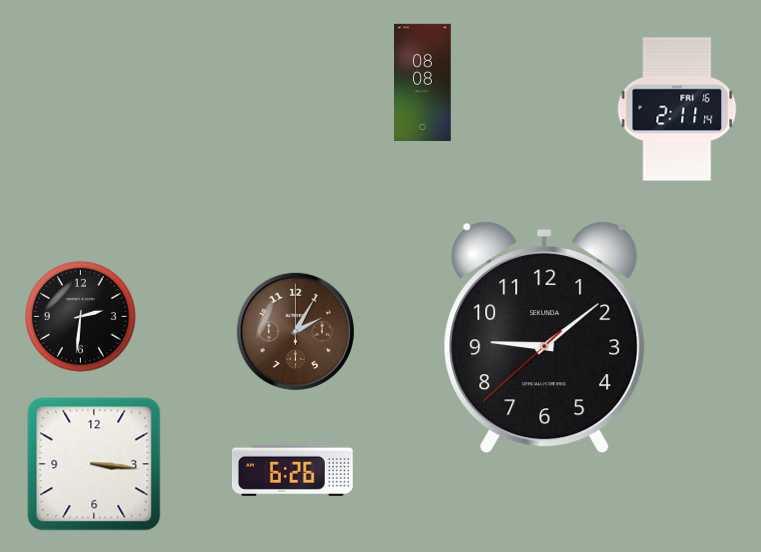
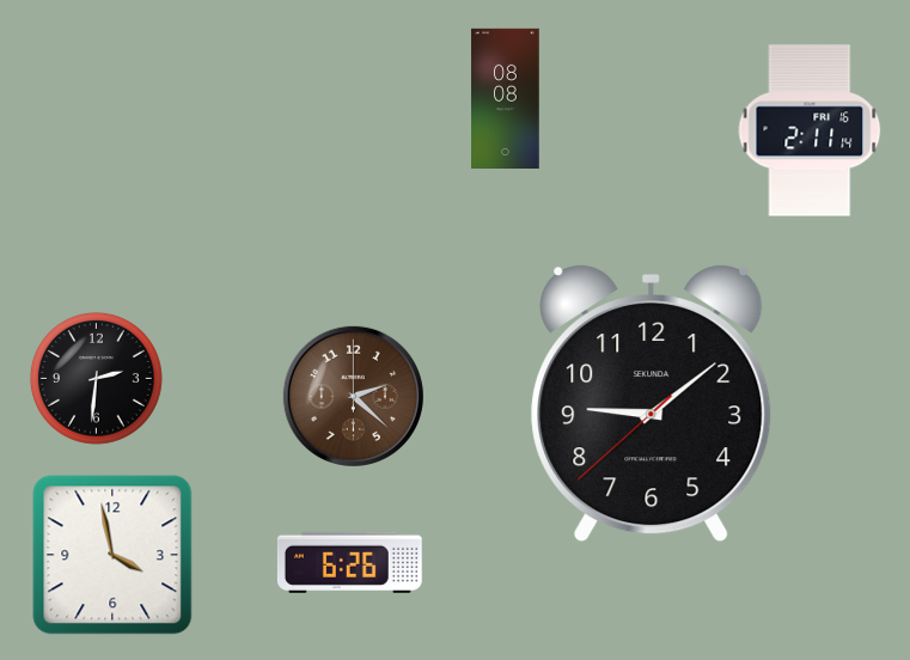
clock at (295, 331): 2:05 -> 2:22
clock at (94, 464): 3:16 -> 3:58
